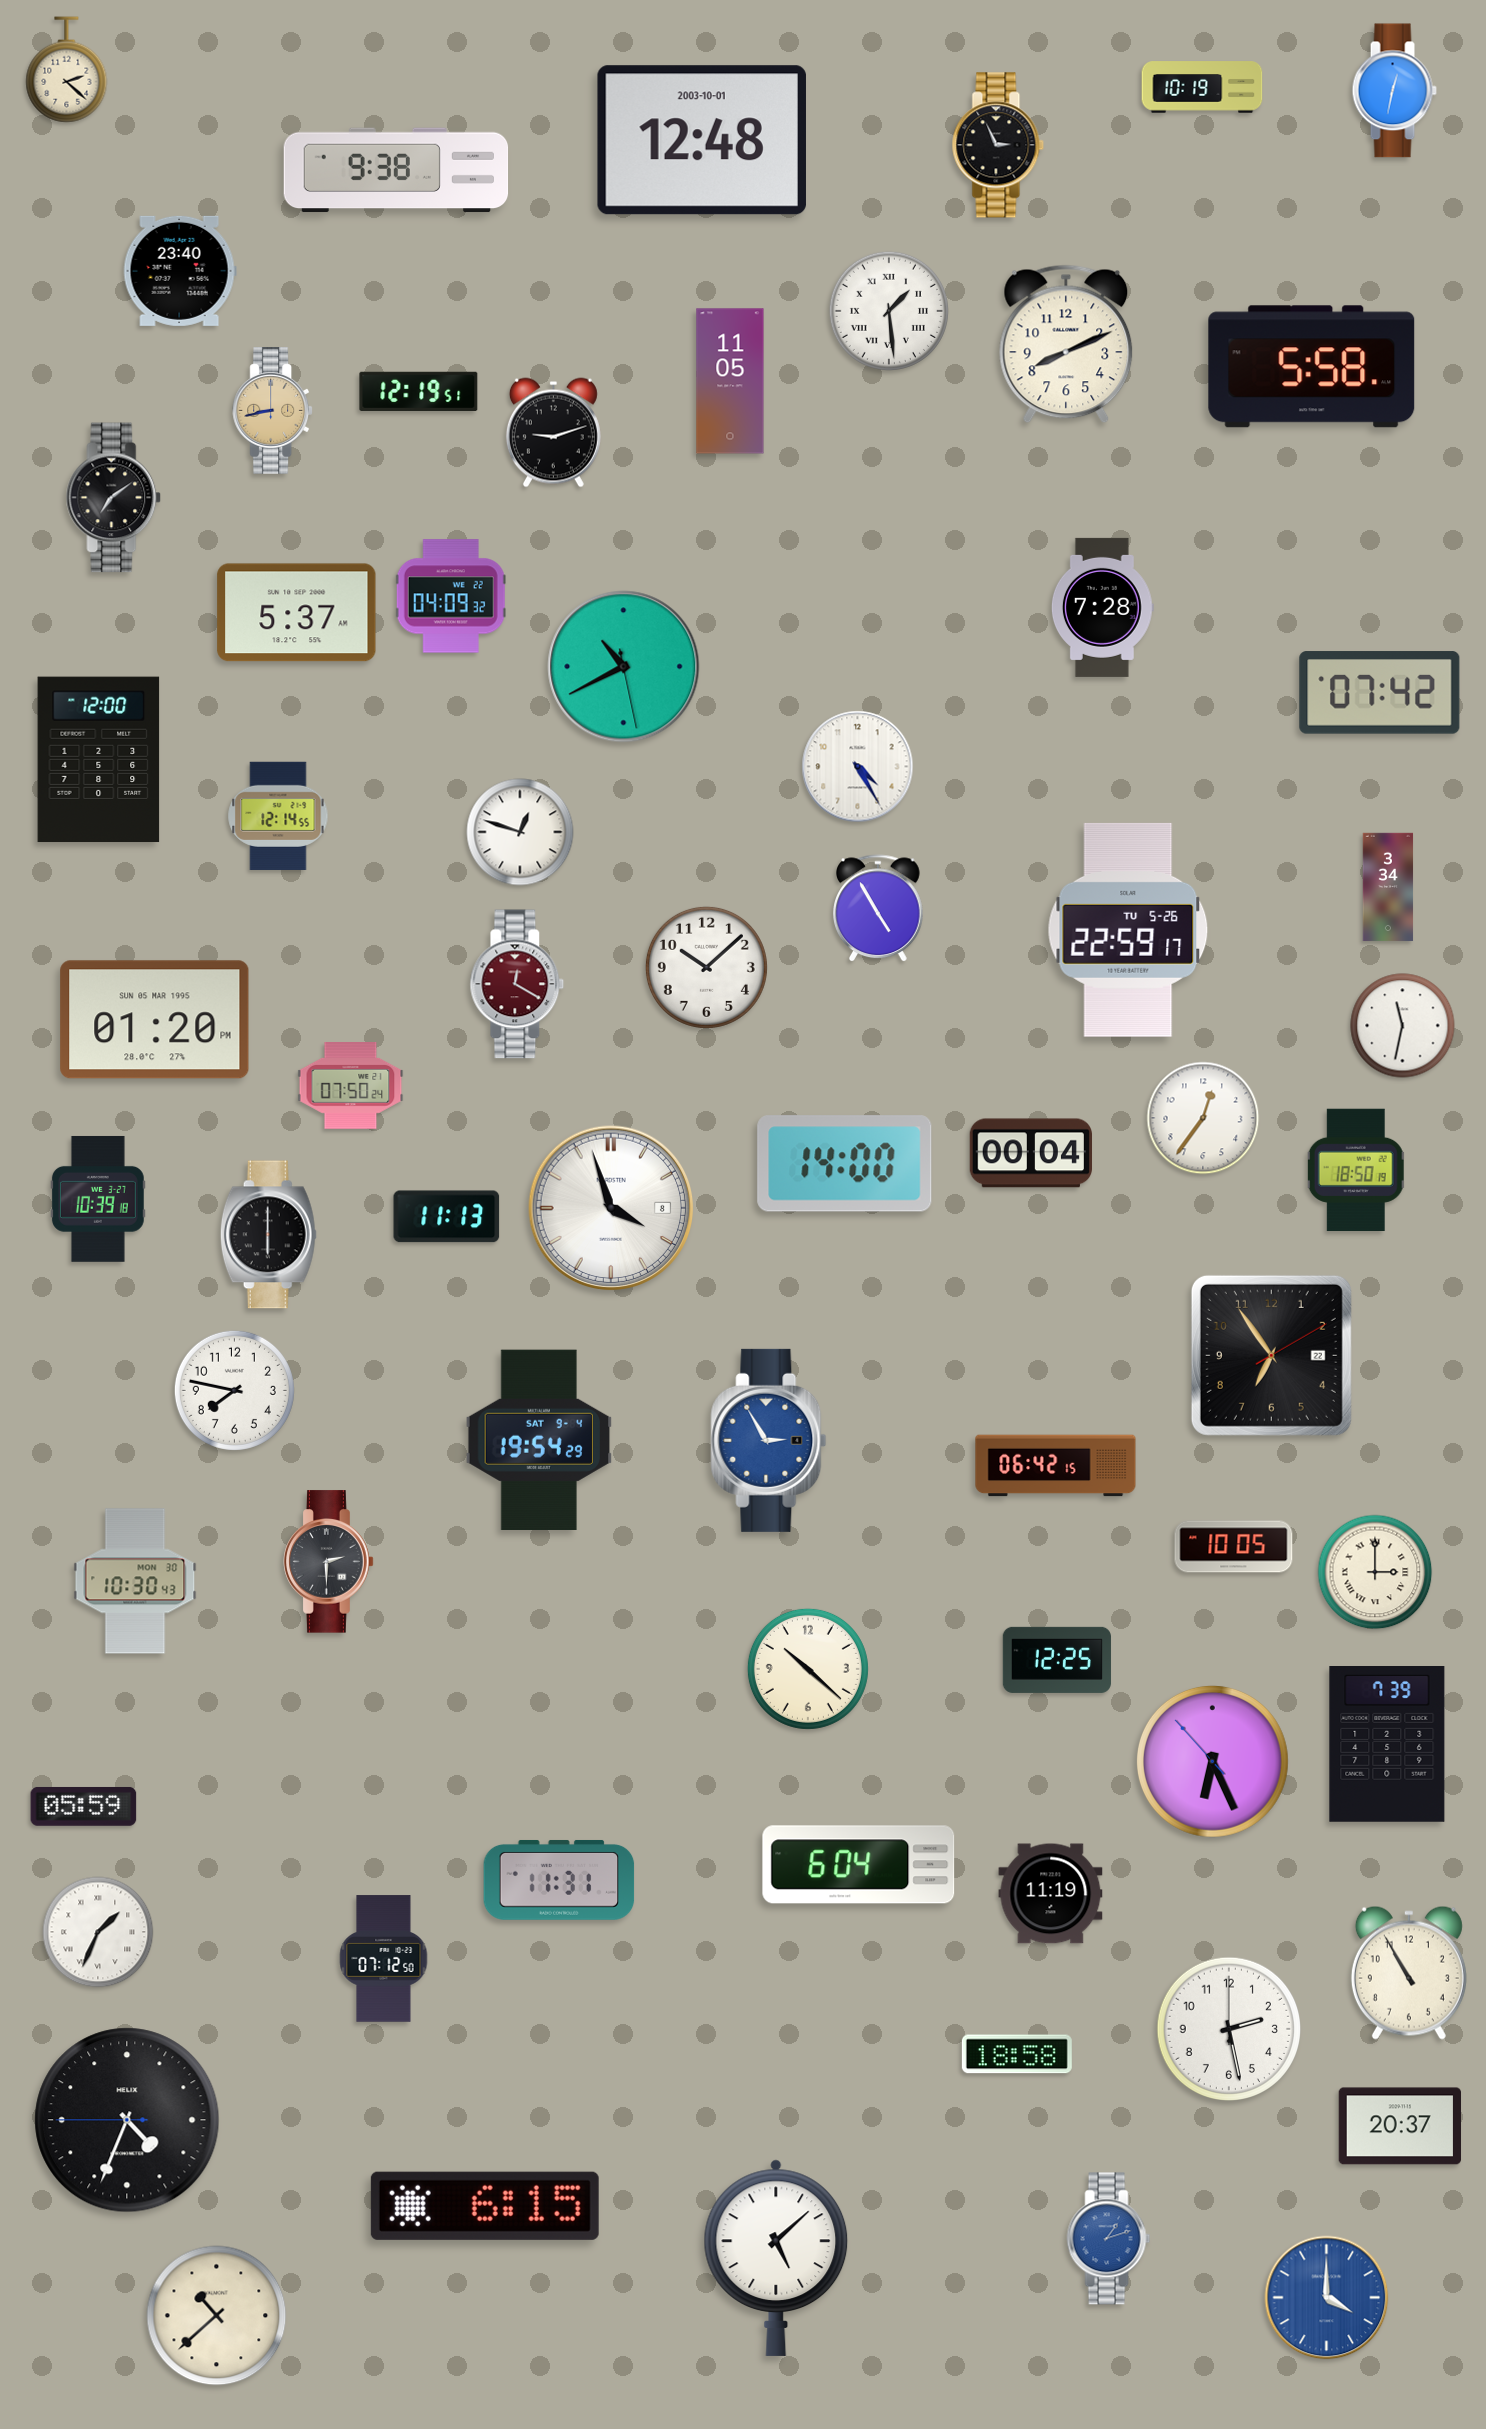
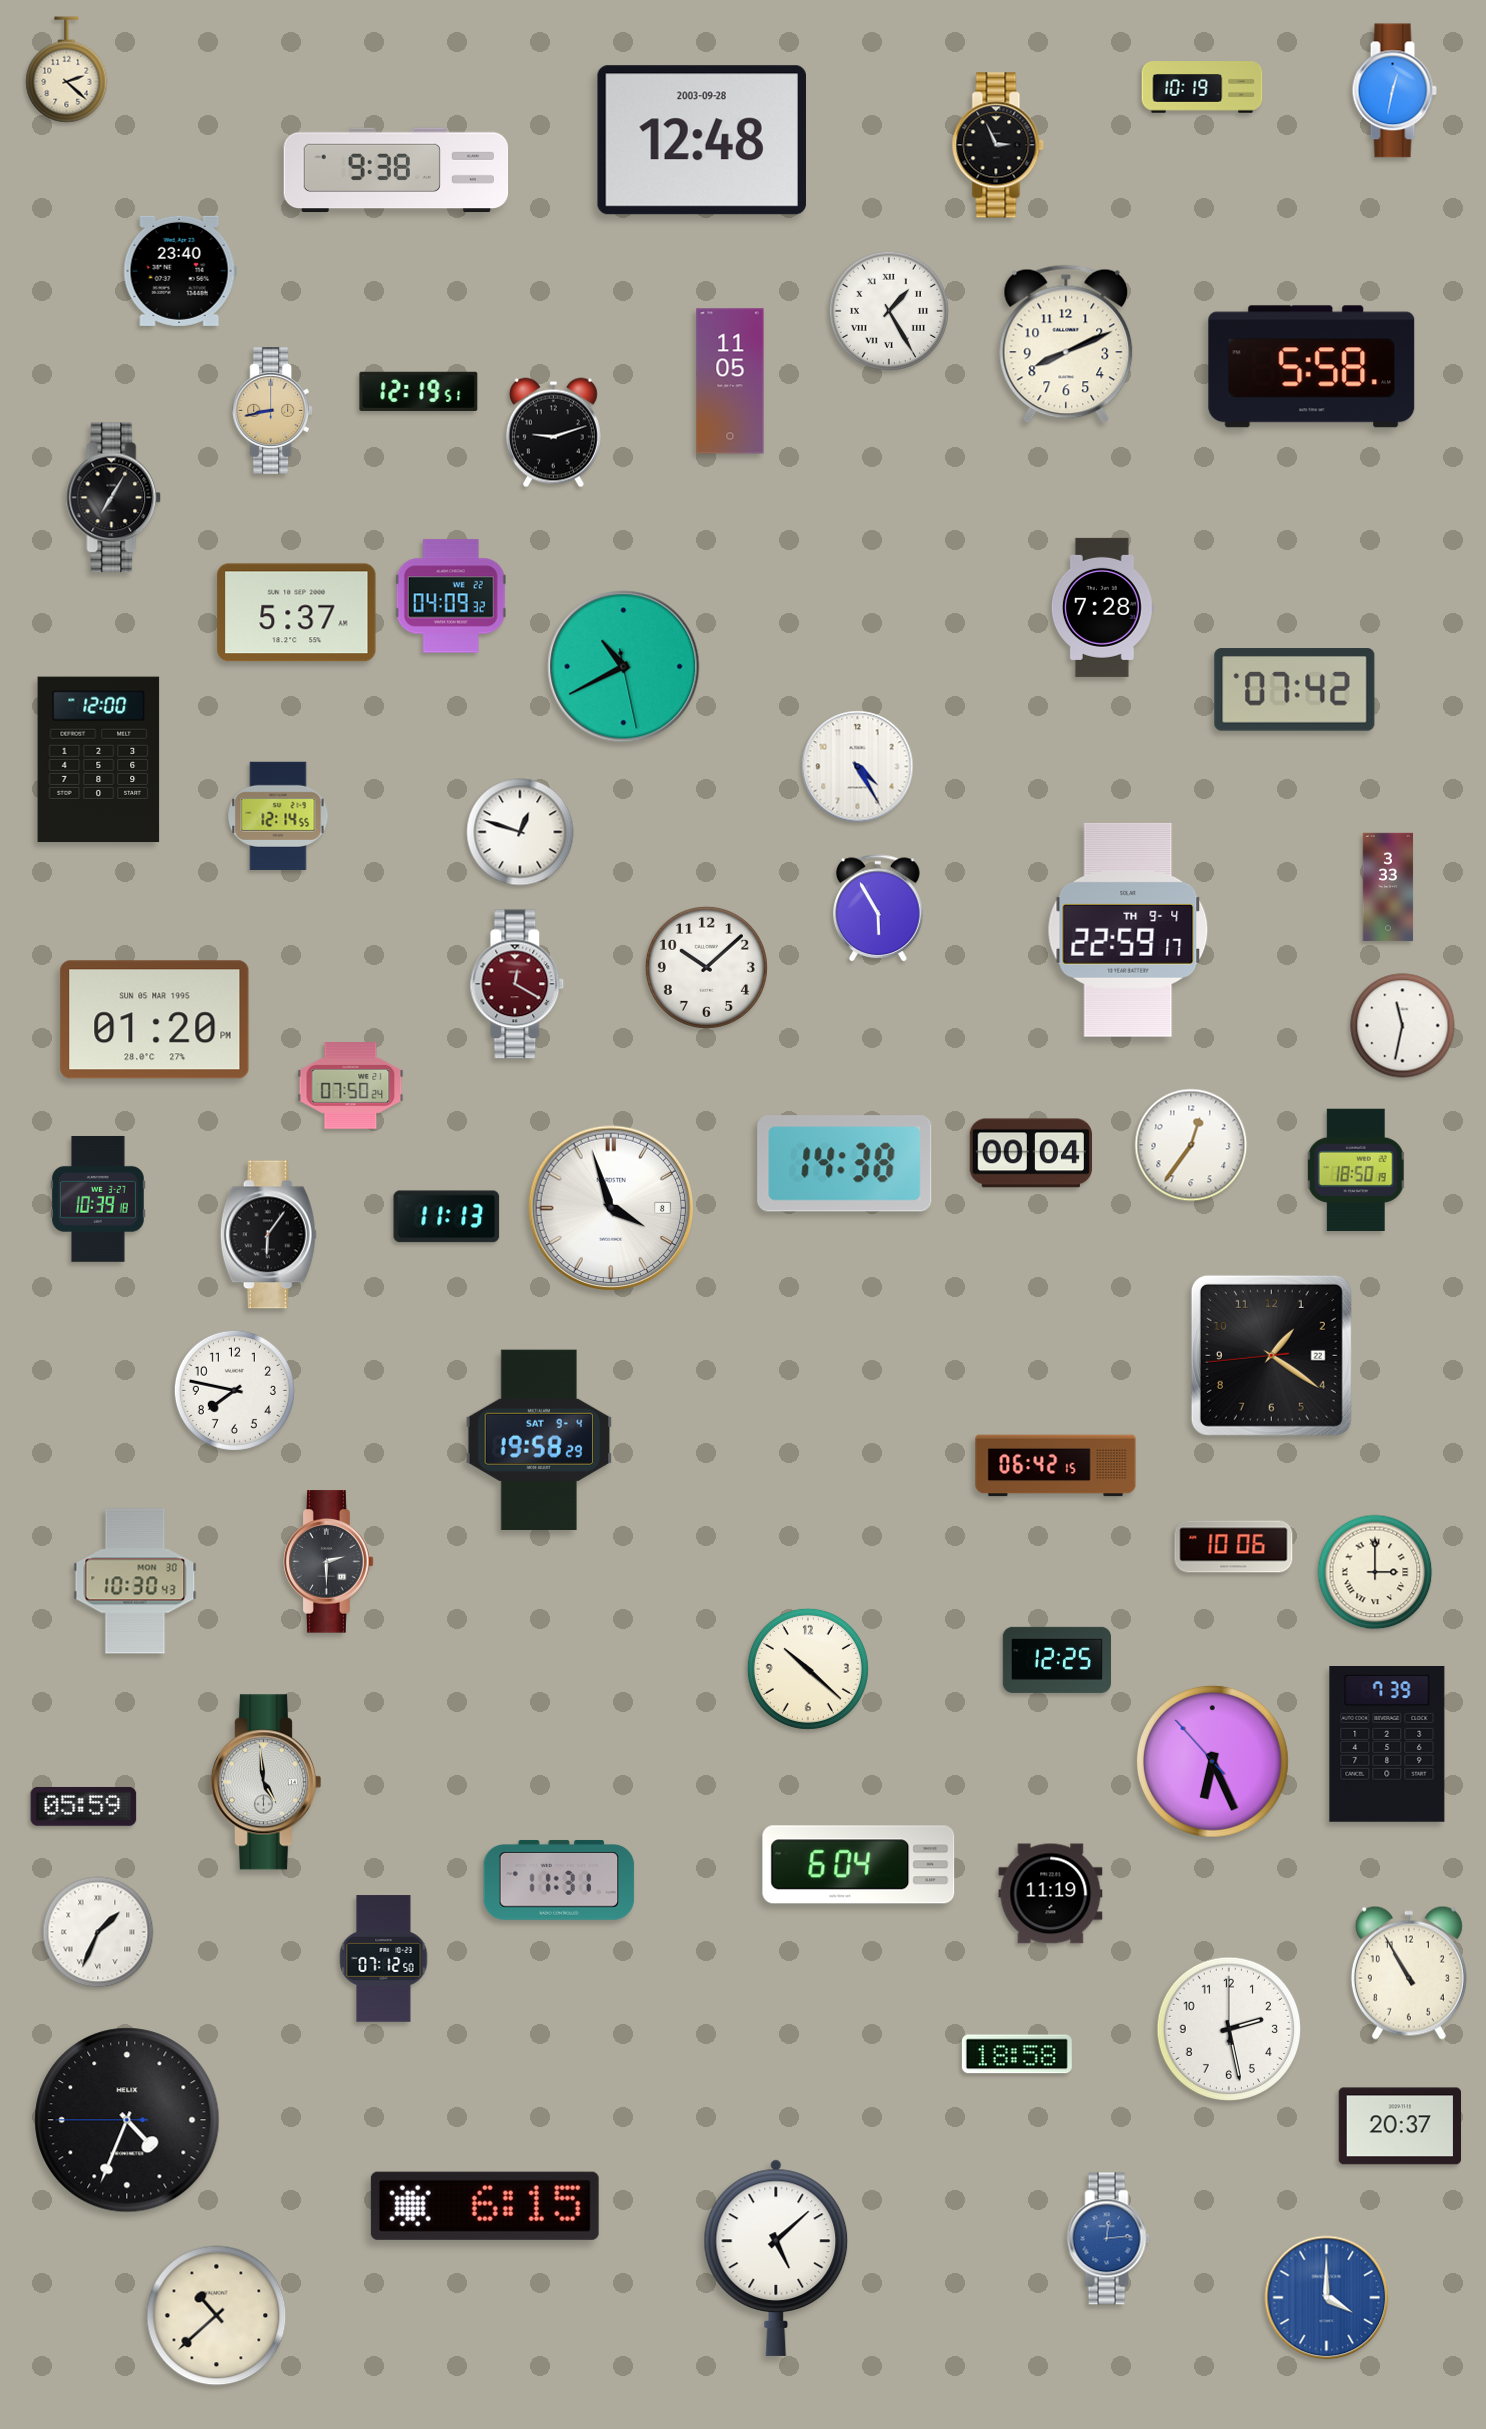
clock at (702, 140) date: 2003-10-01 -> 2003-09-28
clock at (889, 311): 1:29 -> 1:25
clock at (114, 498): 7:09 -> 7:05
clock at (1380, 693) position: (1380, 693) -> (1295, 690)
clock at (1388, 887): 3:34 -> 3:33
clock at (879, 909): 4:55 -> 5:55
clock at (1128, 930) date: TU 5-26 -> TH 9-4
clock at (1203, 1118) position: (1203, 1118) -> (1191, 1145)
clock at (845, 1164): 14:00 -> 14:38
clock at (268, 1235): 6:00 -> 6:06
clock at (1271, 1355): 6:54 -> 1:20
clock at (539, 1439): 19:54 -> 19:58
clock at (769, 1440): 2:55 -> none
clock at (1234, 1547): 10:05 -> 10:06
clock at (265, 1782): none -> 4:59
clock at (1109, 2239): 1:12 -> 12:14
